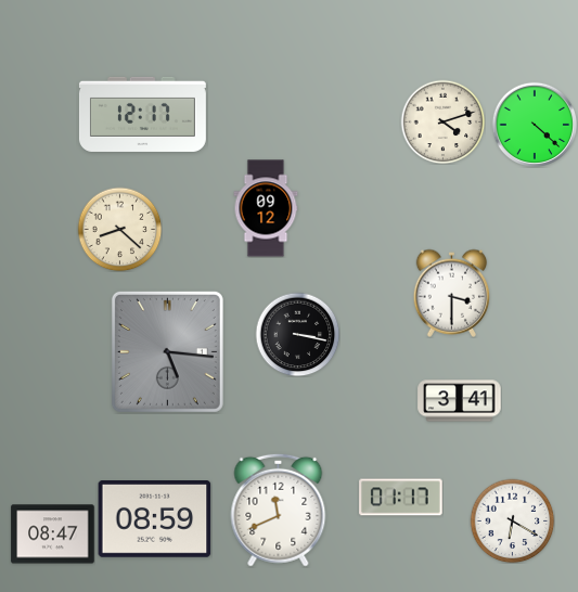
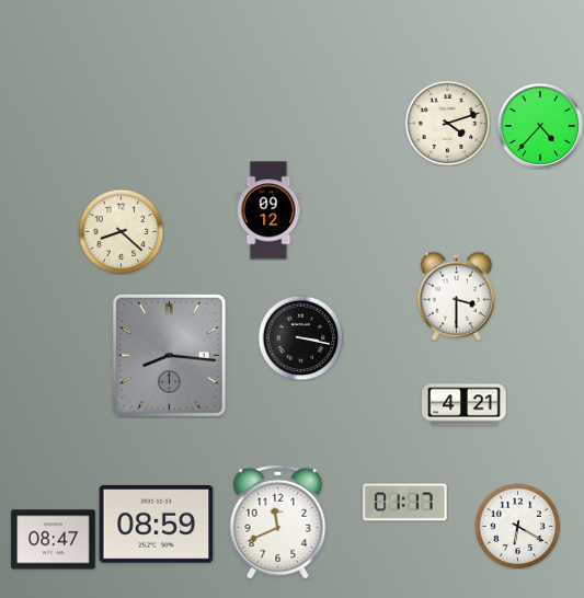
clock at (142, 114): 12:17 -> none
clock at (534, 124): 4:22 -> 4:37
clock at (167, 351): 5:16 -> 8:16
clock at (460, 401): 3:41 -> 4:21
clock at (279, 510) position: (279, 510) -> (278, 521)
